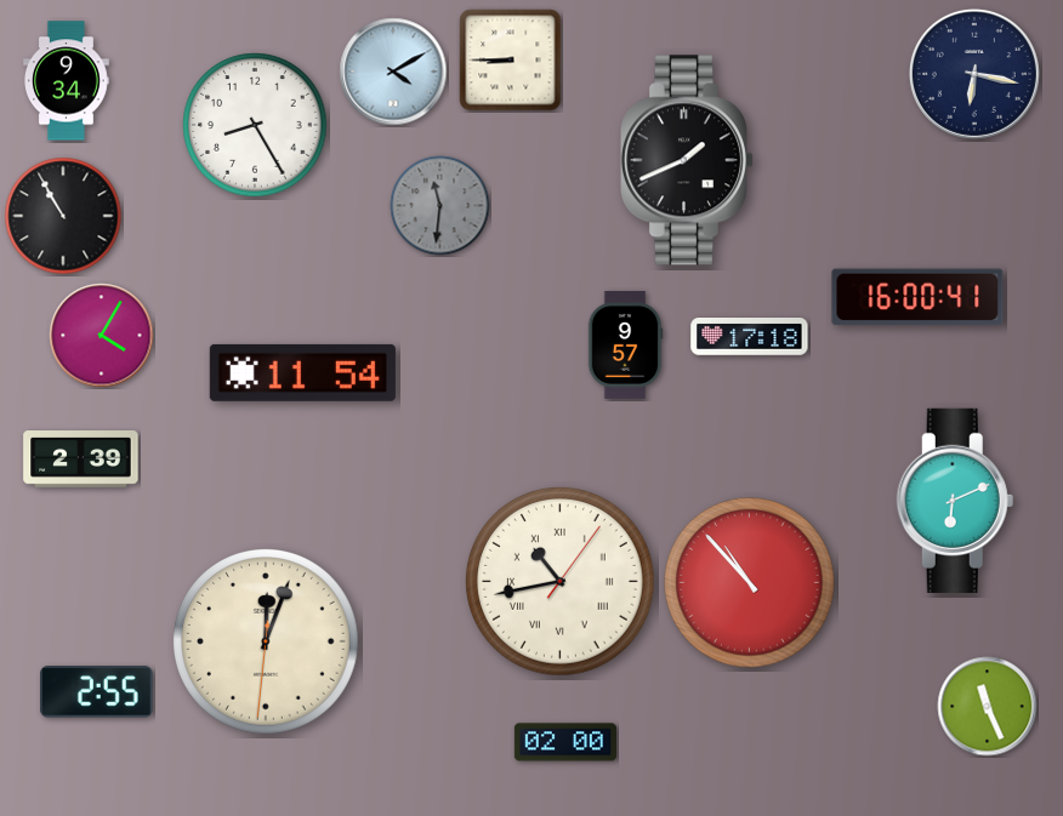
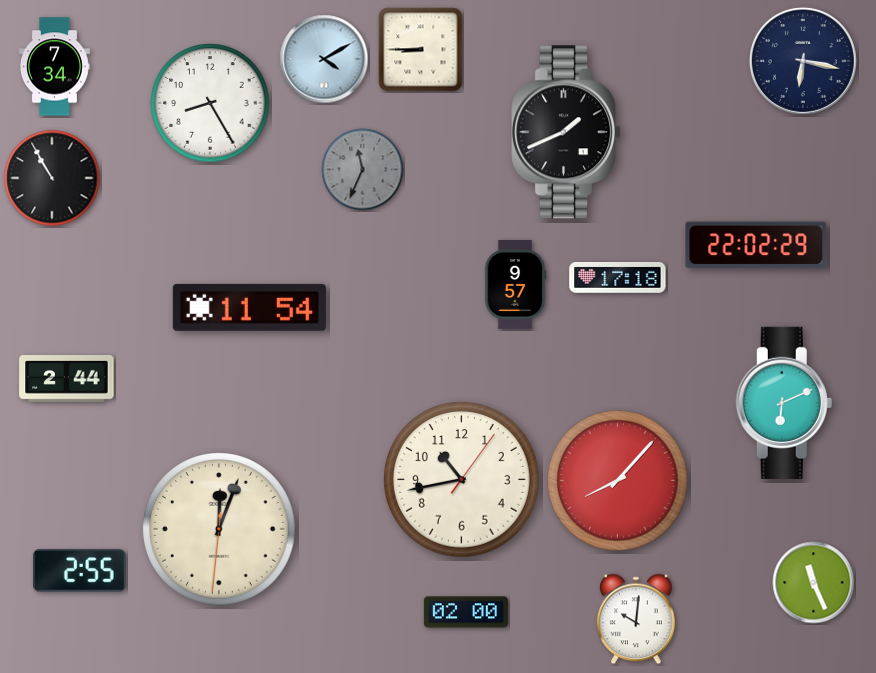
clock at (66, 81): 9:34 -> 7:34
clock at (440, 206): 11:31 -> 11:34
clock at (917, 297): 16:00 -> 22:02
clock at (102, 336): 4:05 -> none
clock at (81, 460): 2:39 -> 2:44
clock at (955, 501) position: (955, 501) -> (784, 403)
clock at (561, 582) numerals: Roman -> Arabic
clock at (750, 583): 10:53 -> 8:07
clock at (636, 619): none -> 10:01
